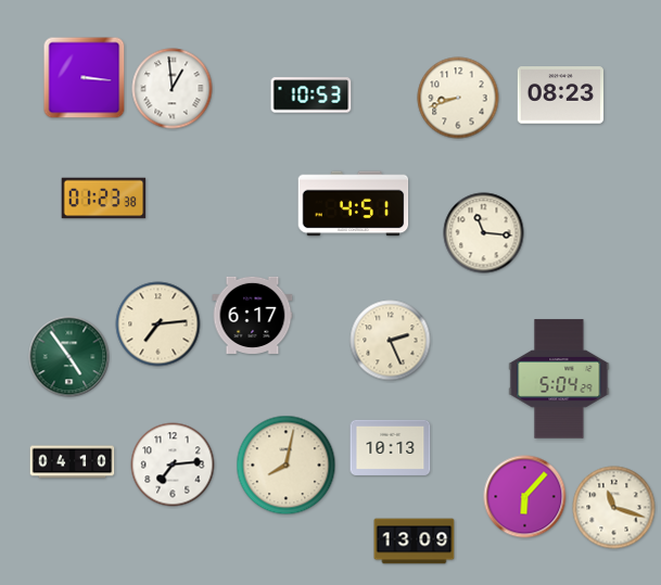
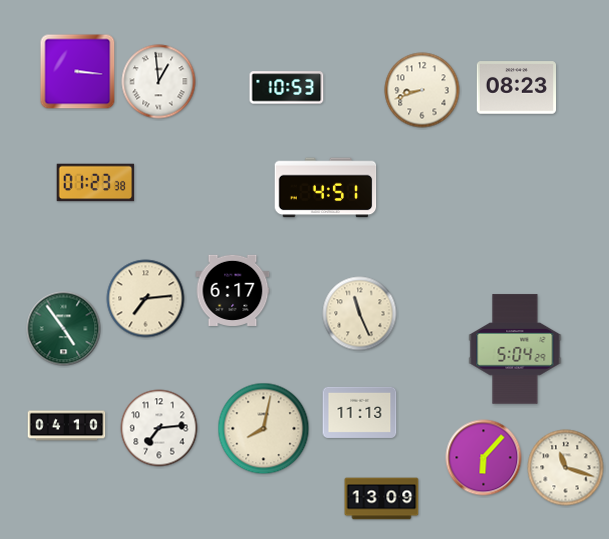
clock at (484, 233): 11:16 -> none
clock at (391, 341): 2:26 -> 11:26
clock at (391, 447): 10:13 -> 11:13
